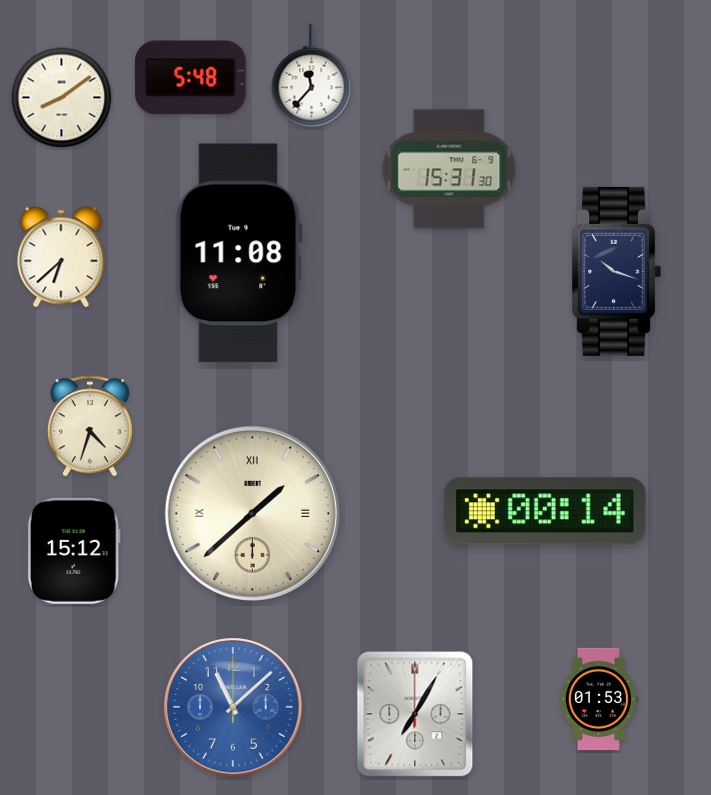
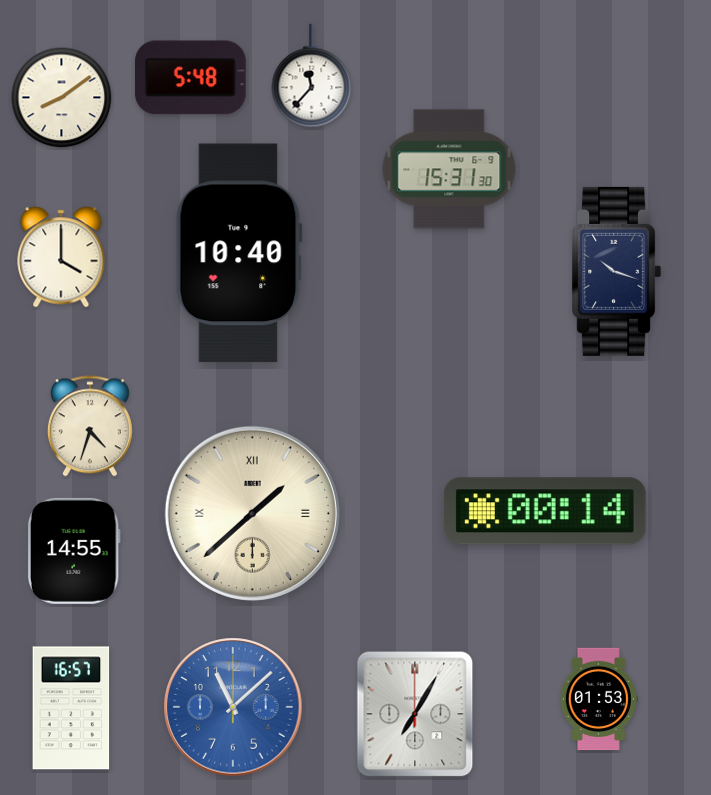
clock at (239, 253): 11:08 -> 10:40
clock at (61, 257): 6:38 -> 4:00
clock at (74, 551): 15:12 -> 14:55
clock at (71, 708): none -> 16:57
